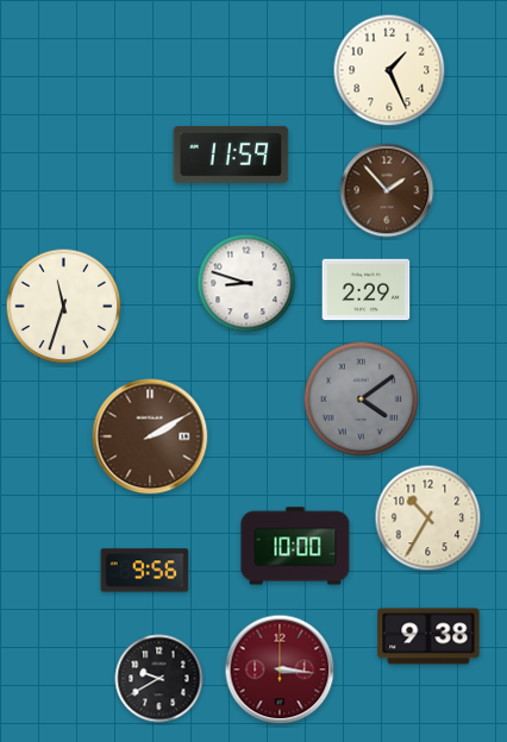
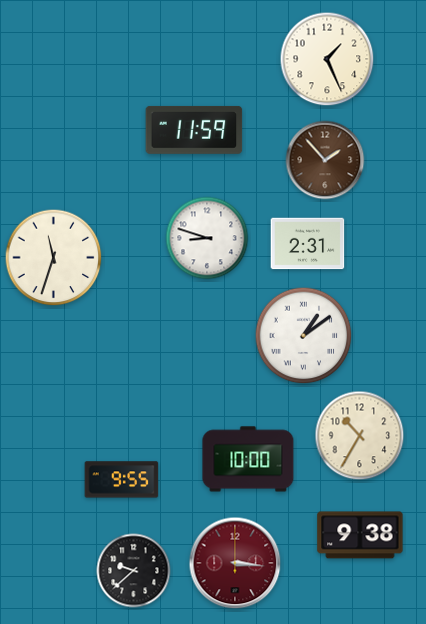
clock at (367, 290): 2:29 -> 2:31
clock at (362, 400): 4:09 -> 1:09
clock at (362, 400) dial: grey -> white
clock at (150, 436): 2:10 -> none
clock at (145, 571): 9:56 -> 9:55
clock at (159, 679): 9:40 -> 9:38
